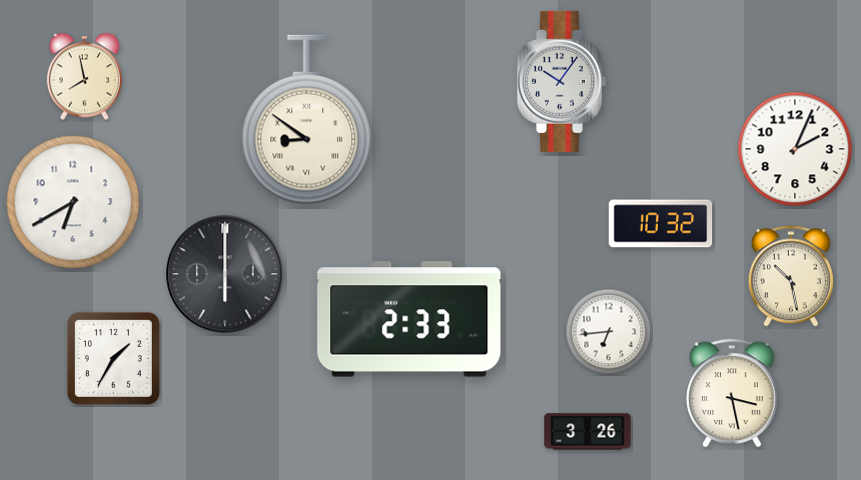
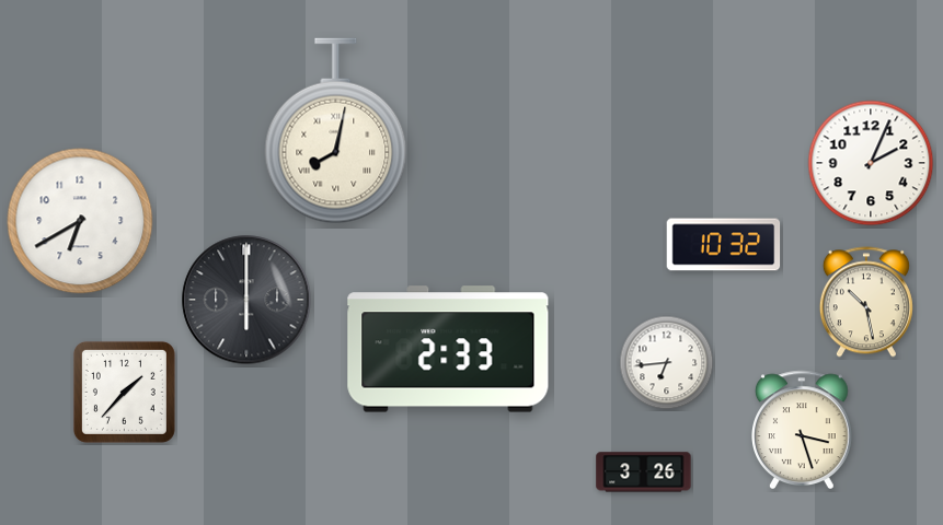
clock at (84, 77): 7:58 -> none
clock at (561, 81): 10:06 -> none
clock at (307, 120): 8:51 -> 8:02
clock at (113, 358): 1:35 -> 1:37
clock at (733, 392): 3:28 -> 3:27
